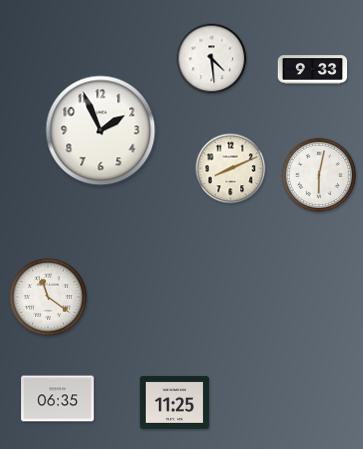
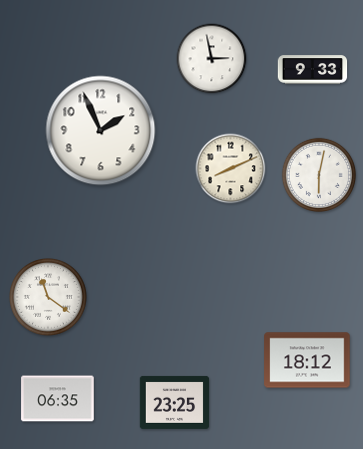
clock at (212, 59): 4:29 -> 2:58
clock at (307, 360): none -> 18:12
clock at (175, 402): 11:25 -> 23:25
